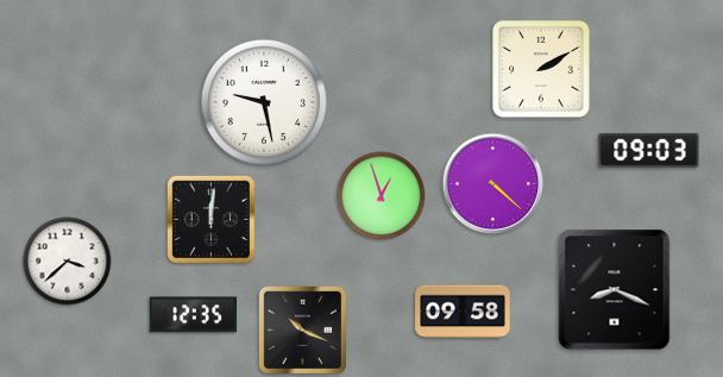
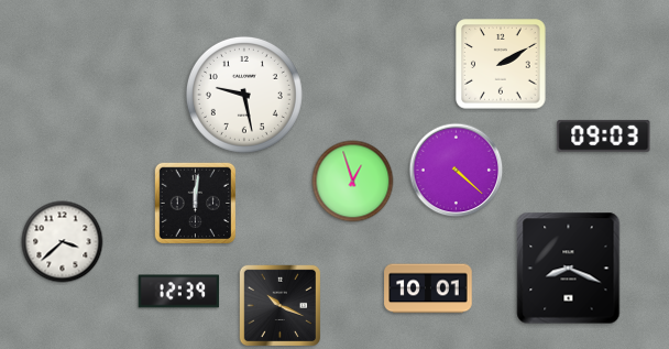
clock at (649, 150) position: (649, 150) -> (604, 135)
clock at (463, 312): 09:58 -> 10:01
clock at (194, 315): 12:35 -> 12:39
